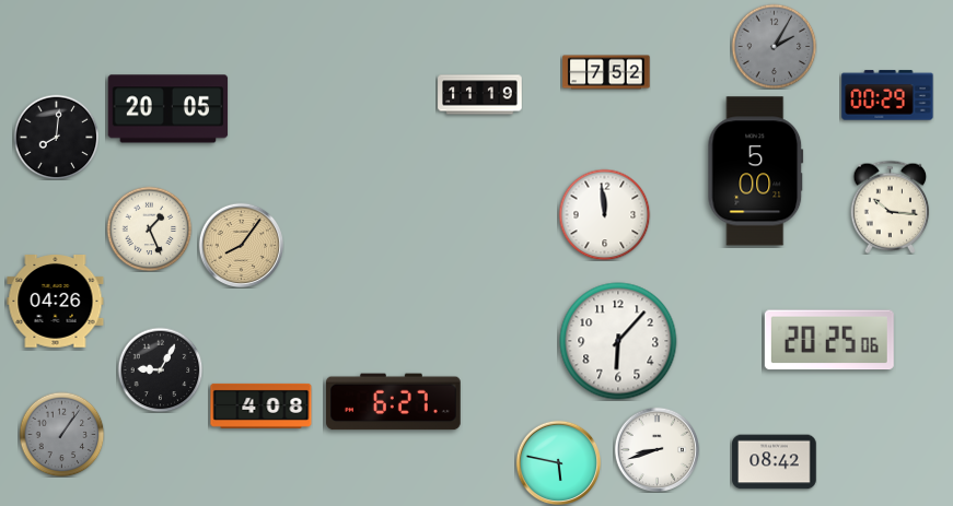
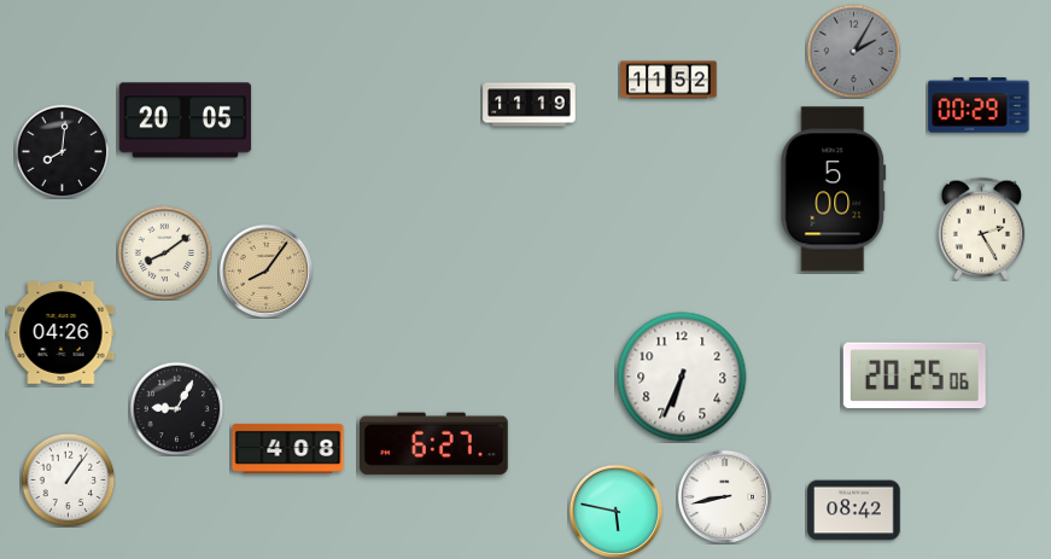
clock at (606, 72): 7:52 -> 11:52
clock at (891, 207): 10:16 -> 2:25
clock at (604, 214): 11:59 -> none
clock at (149, 228): 1:26 -> 8:09
clock at (618, 341): 6:07 -> 6:34
clock at (61, 434) dial: grey -> white
clock at (656, 449): 8:42 -> 8:43
